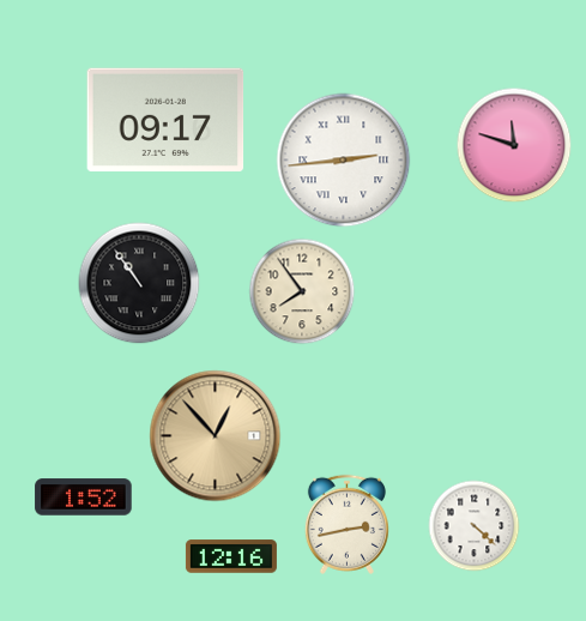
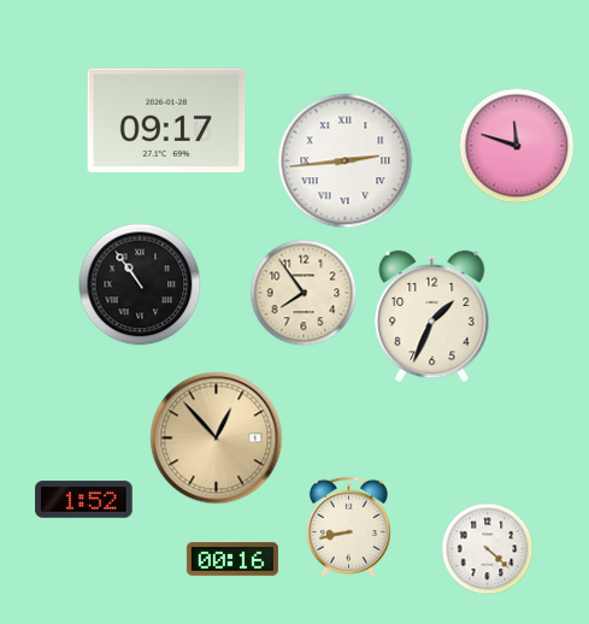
clock at (432, 317): none -> 1:34
clock at (346, 524): 2:43 -> 8:43
clock at (475, 526) position: (475, 526) -> (488, 549)
clock at (231, 556): 12:16 -> 00:16
